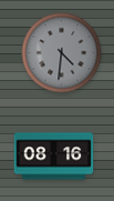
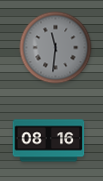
clock at (62, 53): 4:31 -> 11:31
